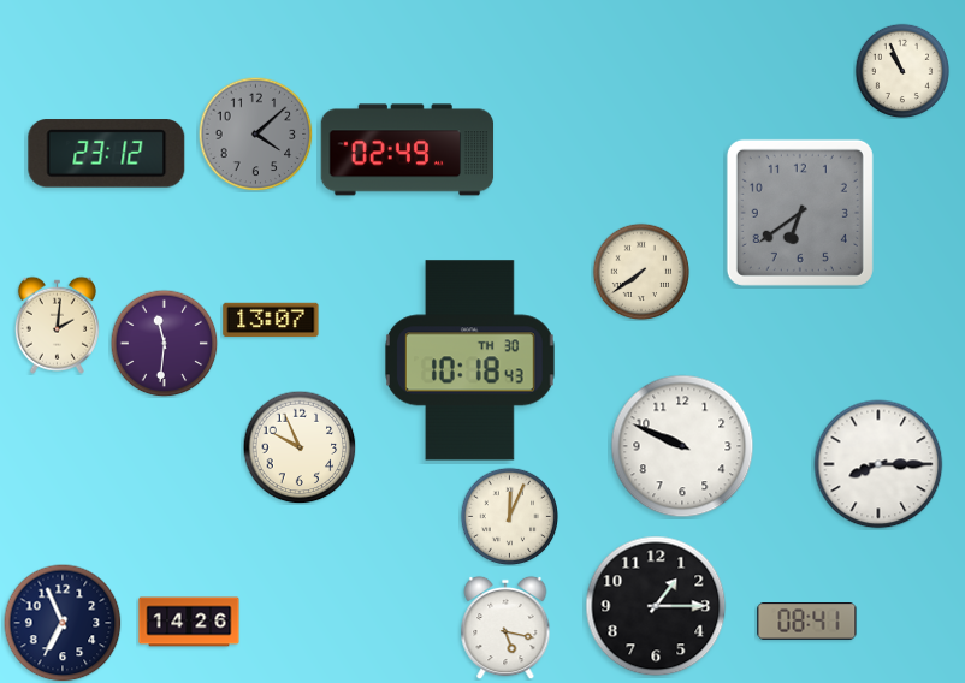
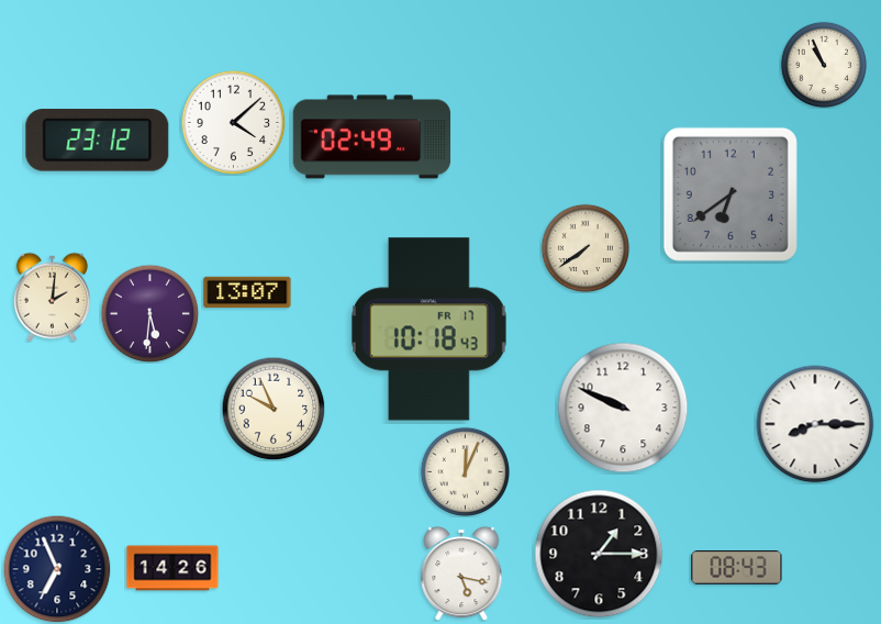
clock at (255, 133) dial: grey -> white
clock at (164, 343): 11:31 -> 5:31
clock at (469, 361) date: TH 30 -> FR 17
clock at (878, 464) position: (878, 464) -> (815, 424)
clock at (807, 622): 08:41 -> 08:43
